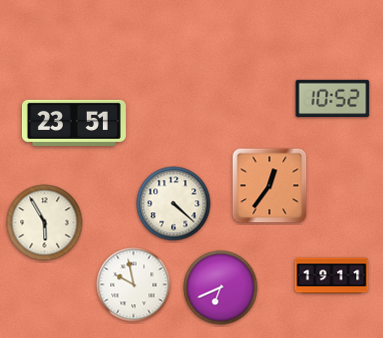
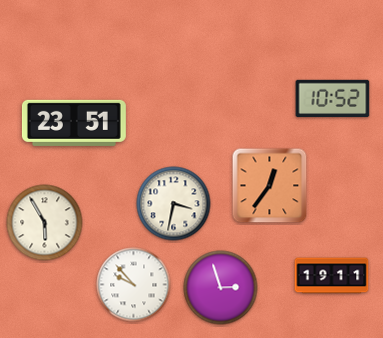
clock at (174, 204): 4:22 -> 3:32
clock at (134, 285): 9:58 -> 9:53
clock at (221, 288): 6:41 -> 2:57
